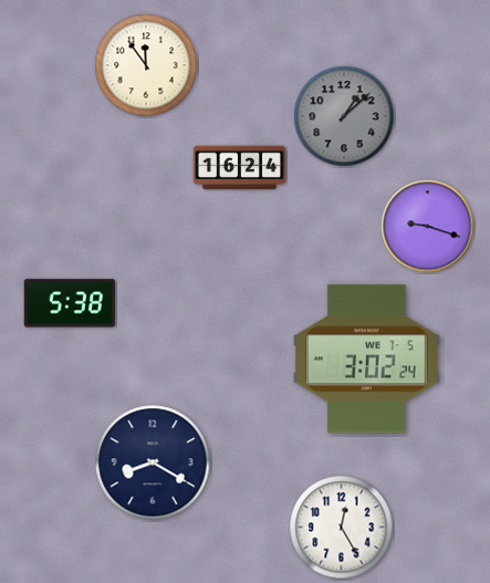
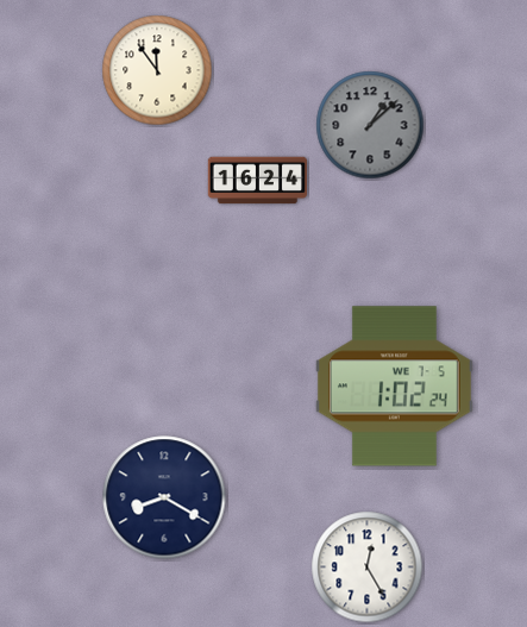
clock at (428, 227): 9:18 -> none
clock at (69, 303): 5:38 -> none
clock at (366, 360): 3:02 -> 1:02
